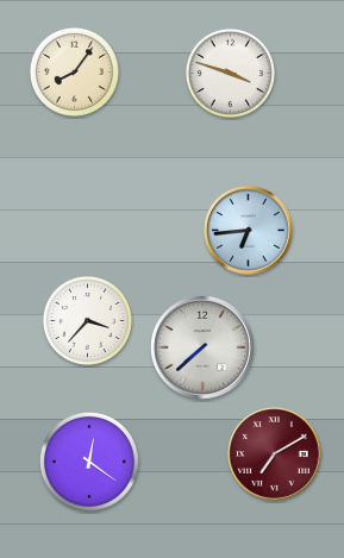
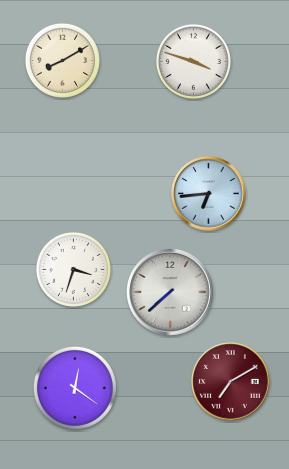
clock at (74, 71): 8:06 -> 8:10
clock at (87, 320): 3:37 -> 3:33
